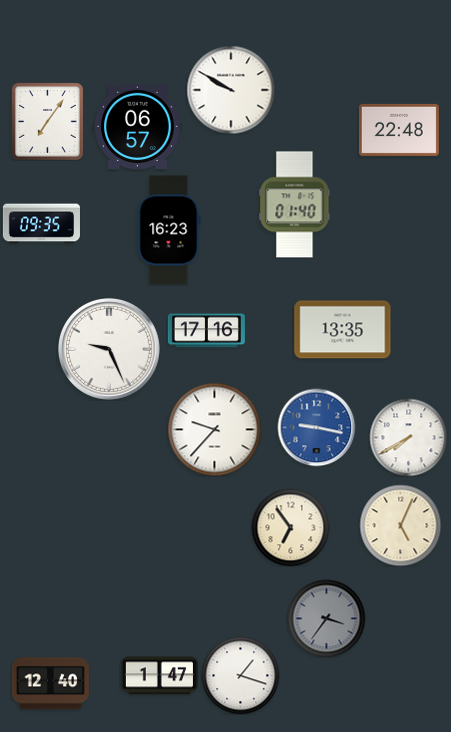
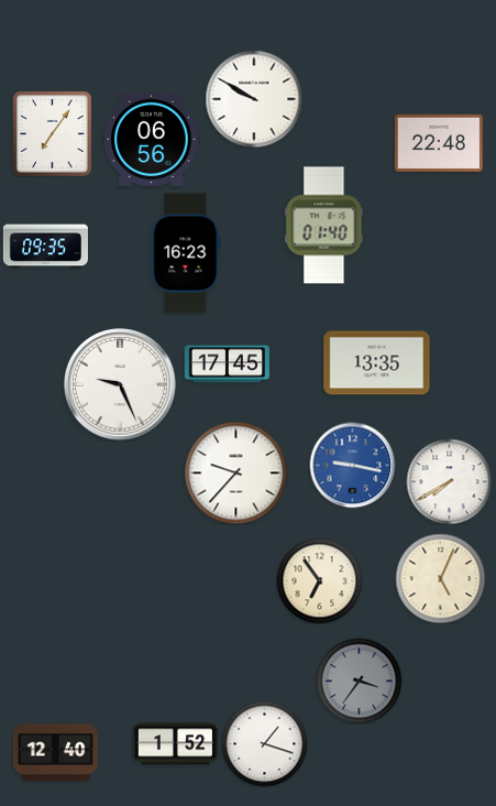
clock at (138, 126): 06:57 -> 06:56
clock at (206, 331): 17:16 -> 17:45
clock at (316, 427) position: (316, 427) -> (352, 465)
clock at (159, 676): 1:47 -> 1:52
